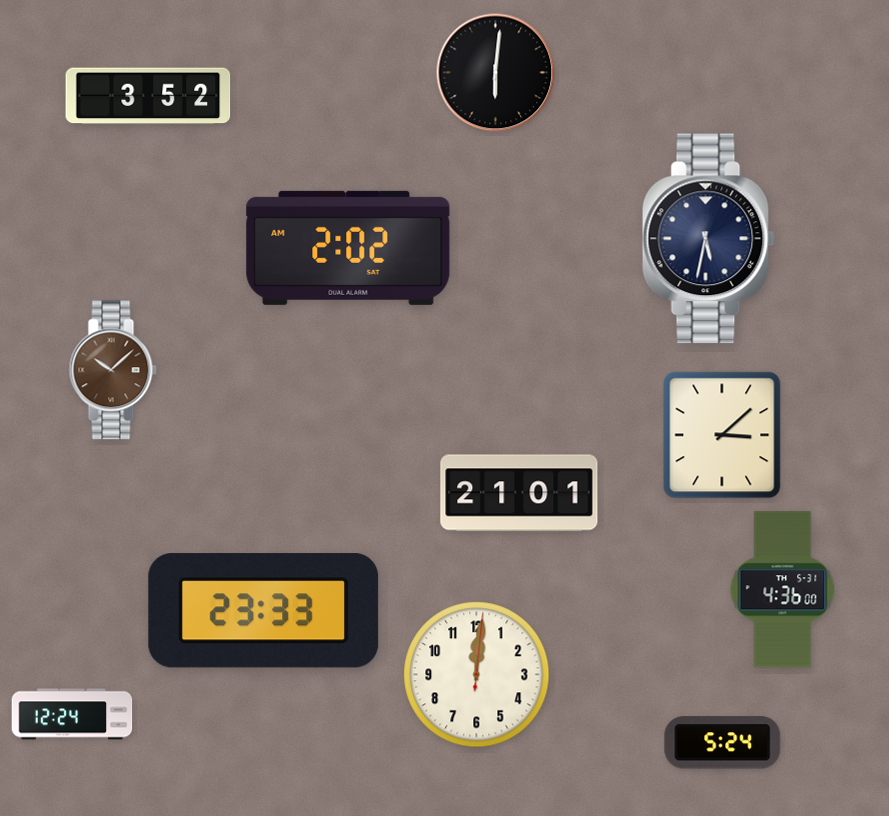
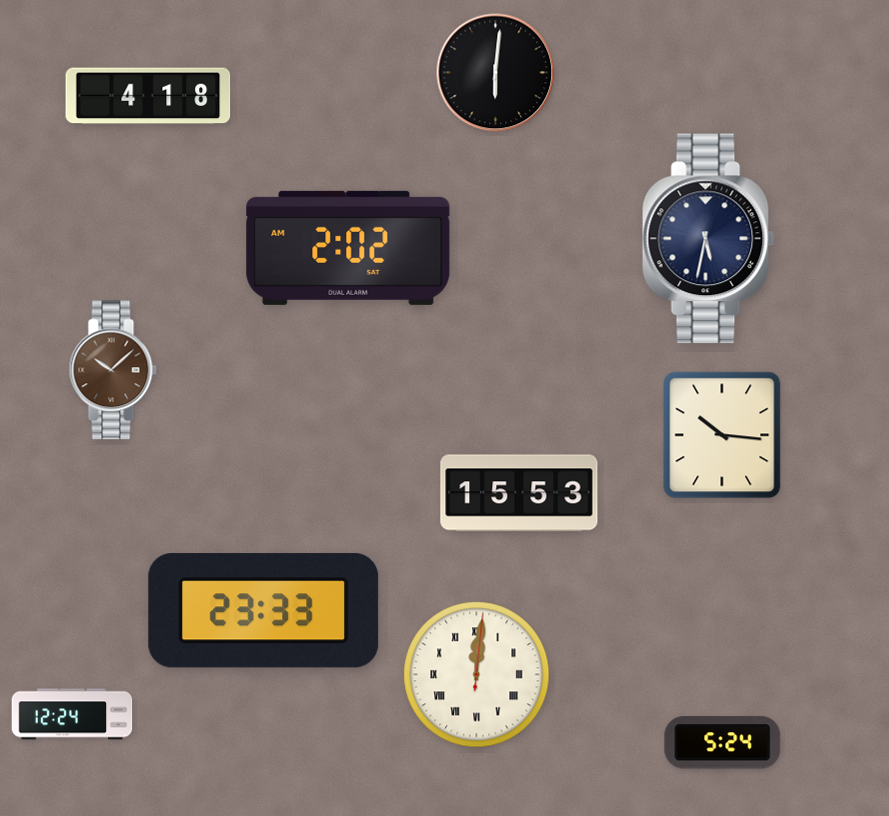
clock at (148, 96): 3:52 -> 4:18
clock at (722, 435): 3:08 -> 10:16
clock at (519, 493): 21:01 -> 15:53
clock at (783, 590): 4:36 -> none
clock at (477, 675) numerals: Arabic -> Roman
